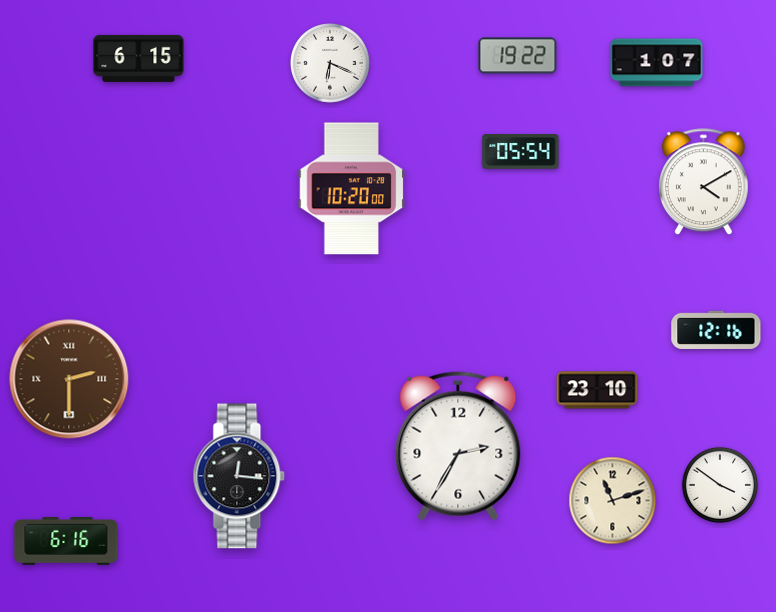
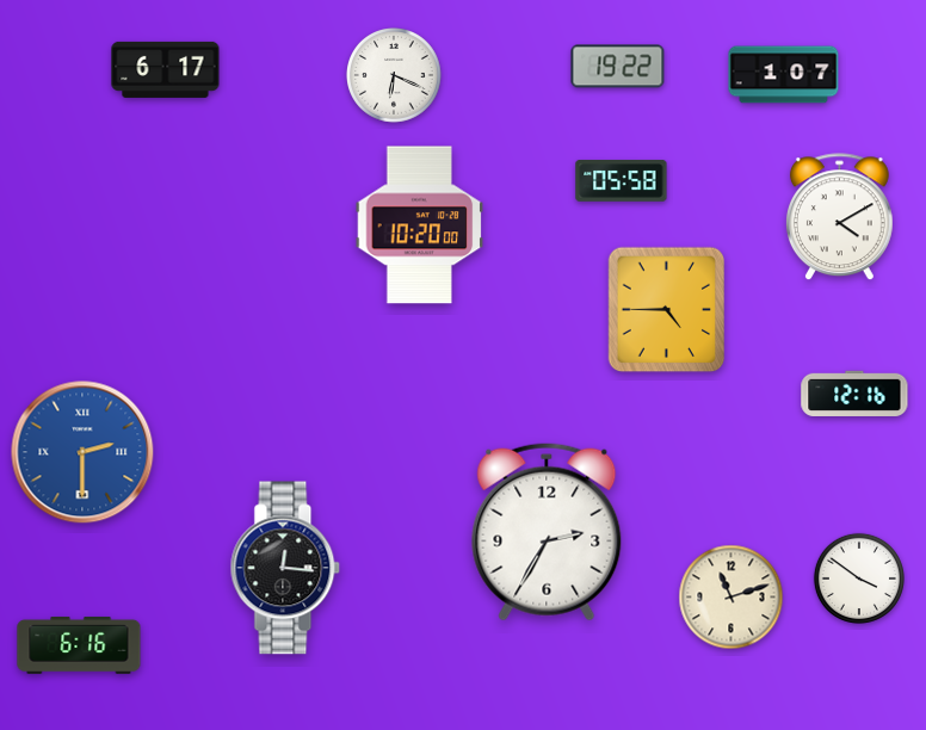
clock at (139, 58): 6:15 -> 6:17
clock at (521, 152): 05:54 -> 05:58
clock at (667, 310): none -> 4:45
clock at (69, 379) dial: brown -> blue
clock at (597, 390): 23:10 -> none
